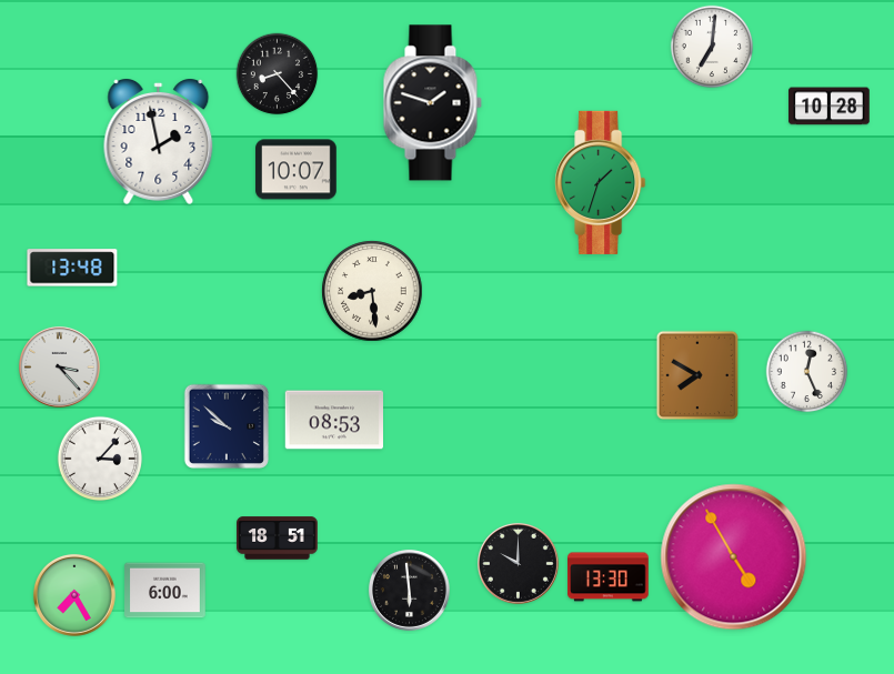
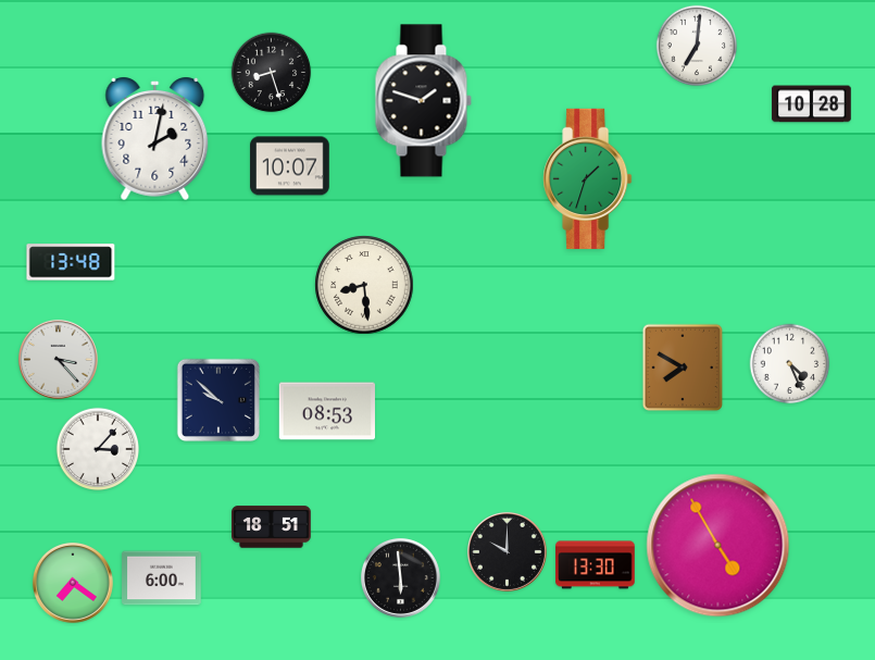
clock at (278, 74): 8:23 -> 8:27
clock at (159, 142): 1:58 -> 2:02
clock at (807, 372): 12:26 -> 4:26
clock at (225, 425) position: (225, 425) -> (217, 399)
clock at (74, 595): 7:25 -> 7:21
